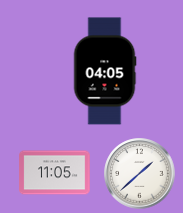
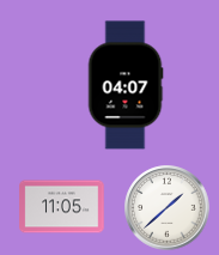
clock at (105, 71): 04:05 -> 04:07
clock at (55, 173) position: (55, 173) -> (62, 207)
